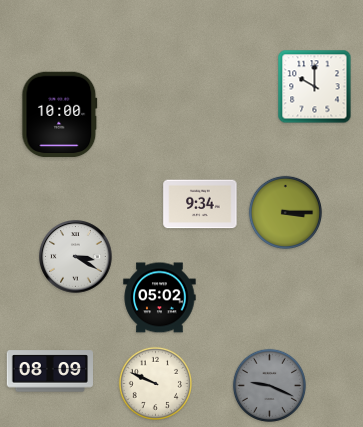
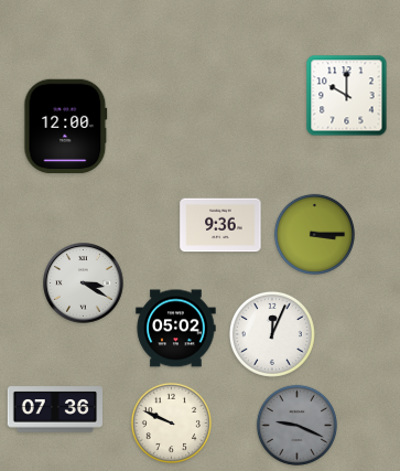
clock at (60, 115): 10:00 -> 12:00
clock at (200, 204): 9:34 -> 9:36
clock at (272, 334): none -> 12:04
clock at (50, 371): 08:09 -> 07:36
